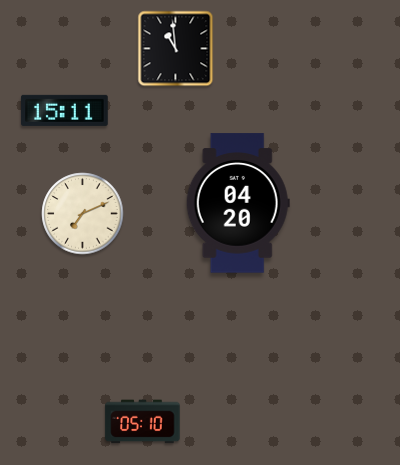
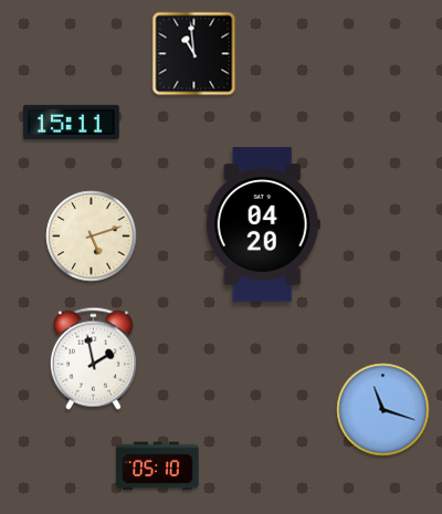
clock at (83, 214): 7:11 -> 5:12
clock at (93, 358): none -> 1:58
clock at (383, 410): none -> 11:18
